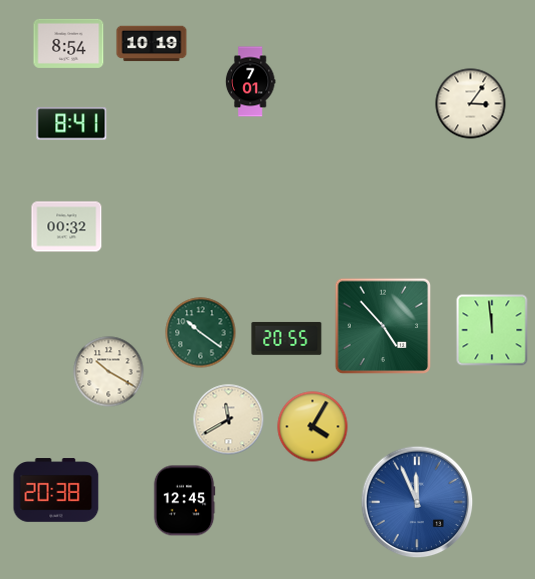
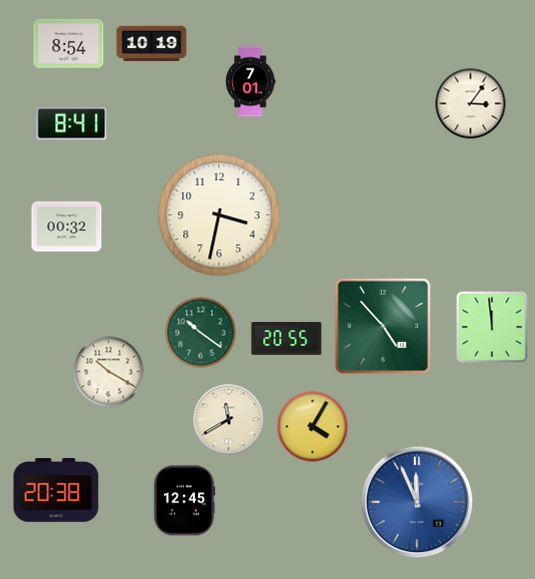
clock at (219, 215): none -> 3:32
clock at (492, 330) position: (492, 330) -> (492, 327)
